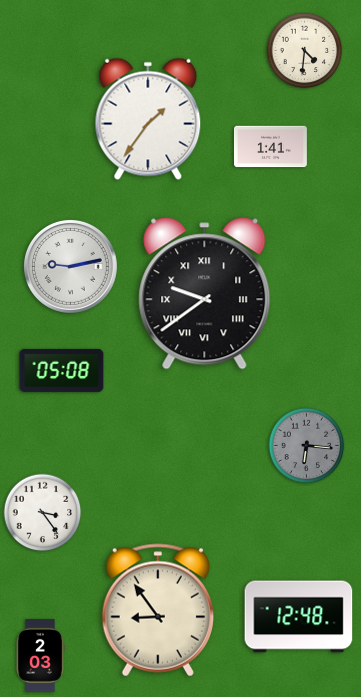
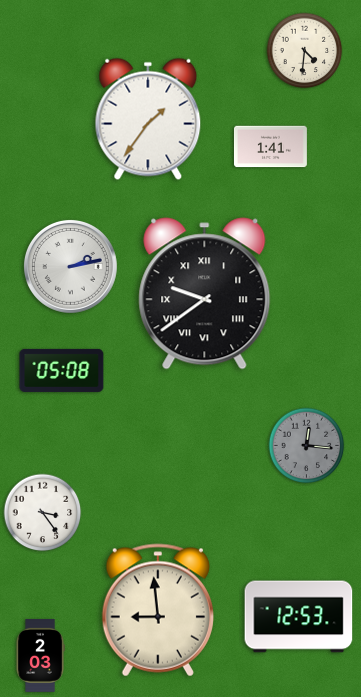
clock at (70, 266): 9:13 -> 2:13
clock at (307, 446): 6:16 -> 12:16
clock at (158, 610): 8:54 -> 8:59
clock at (299, 617): 12:48 -> 12:53
